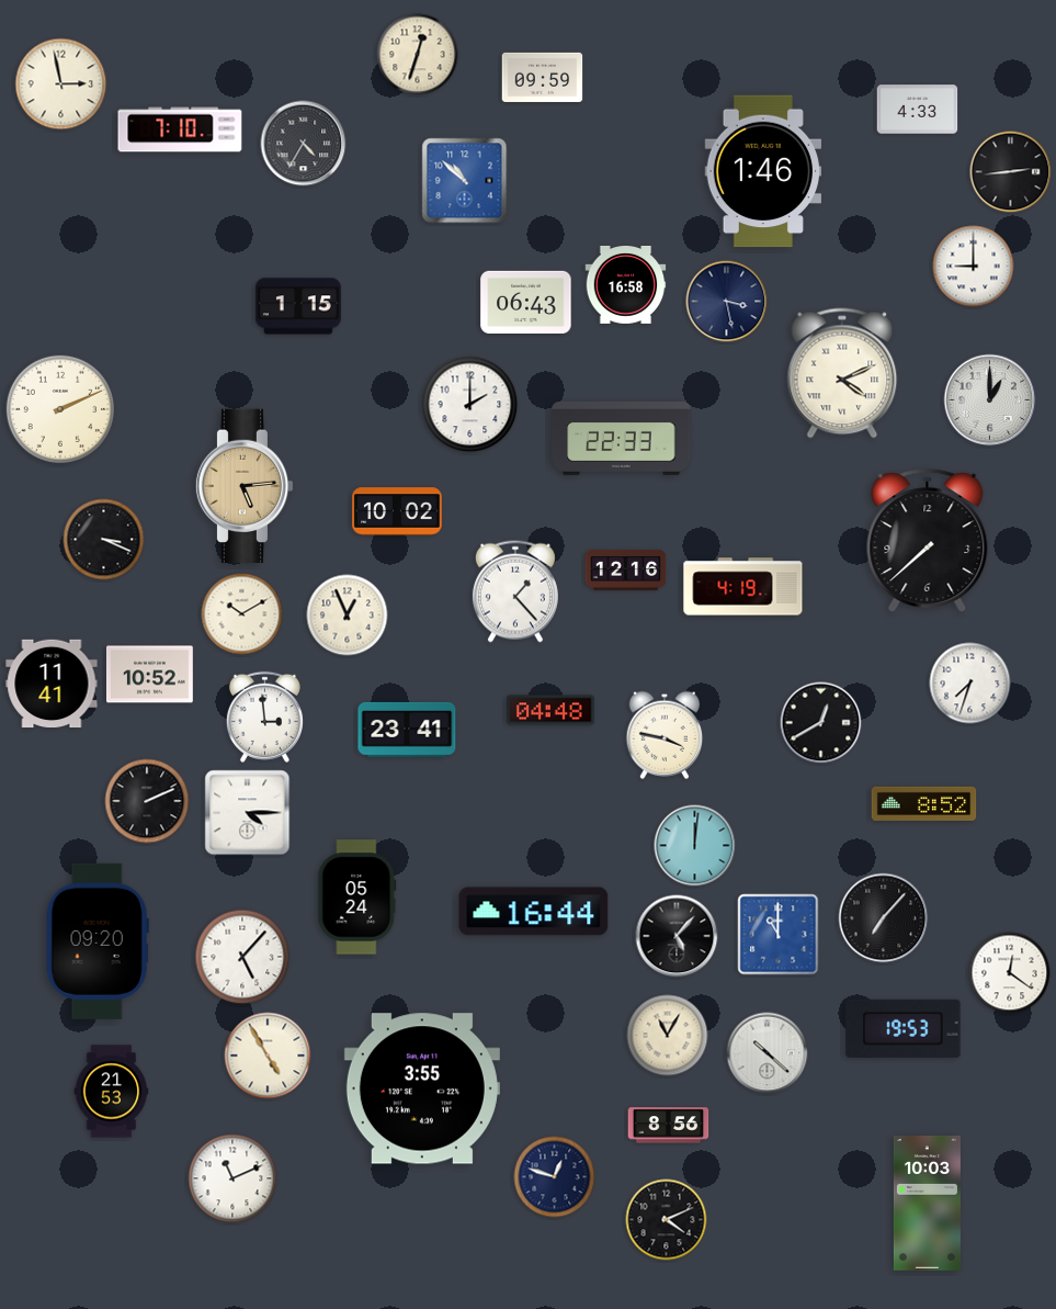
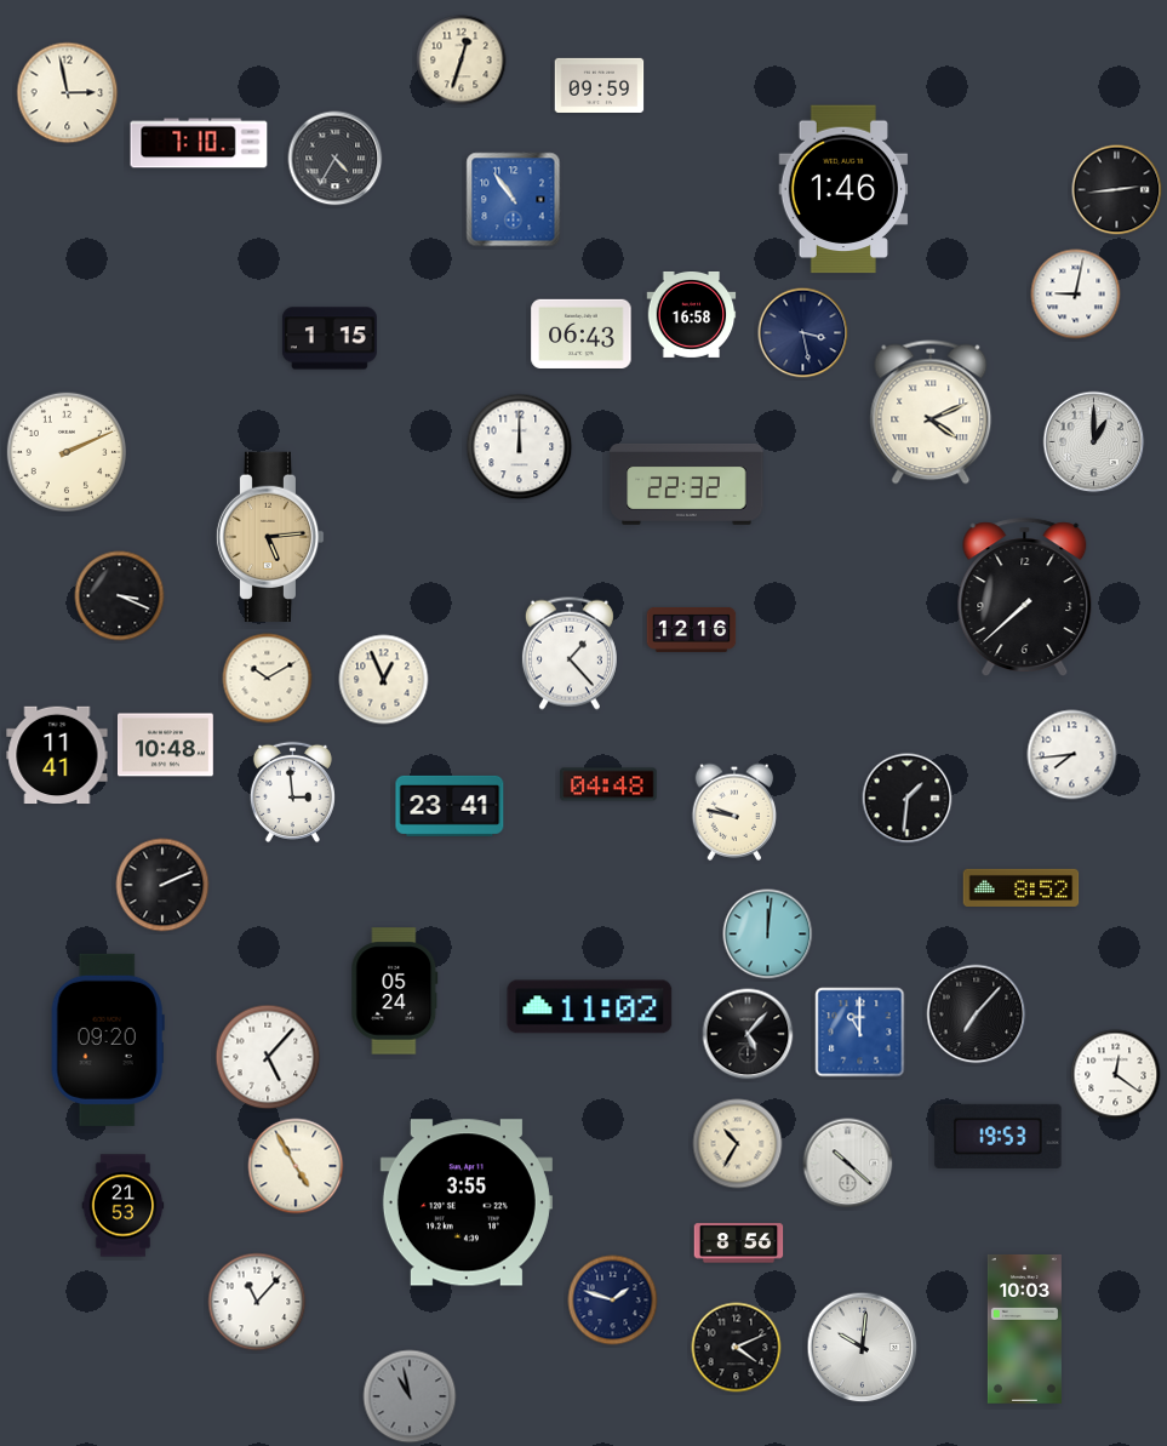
clock at (918, 110): 4:33 -> none
clock at (465, 181): 10:52 -> 10:54
clock at (974, 267): 9:00 -> 9:02
clock at (470, 405): 2:00 -> 12:00
clock at (622, 438): 22:33 -> 22:32
clock at (397, 511): 10:02 -> none
clock at (104, 540) position: (104, 540) -> (120, 596)
clock at (743, 587): 4:19 -> none
clock at (150, 675): 10:52 -> 10:48
clock at (970, 684): 7:33 -> 7:44
clock at (821, 723): 12:40 -> 1:31
clock at (665, 735): 3:47 -> 9:47
clock at (248, 813): 4:15 -> none
clock at (534, 912): 16:44 -> 11:02
clock at (668, 1036): 11:05 -> 10:35
clock at (555, 1177): 12:48 -> 1:48
clock at (232, 1178): 11:11 -> 11:07
clock at (863, 1348): none -> 10:01
clock at (410, 1396): none -> 10:58
